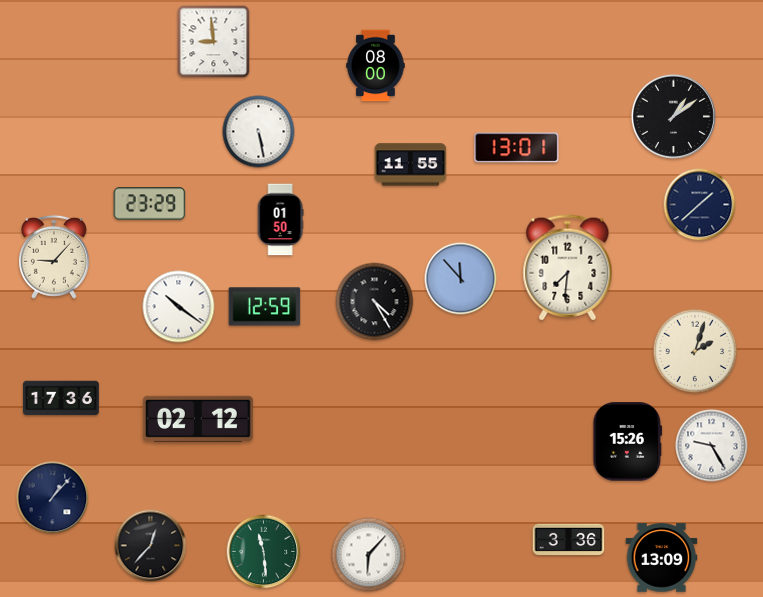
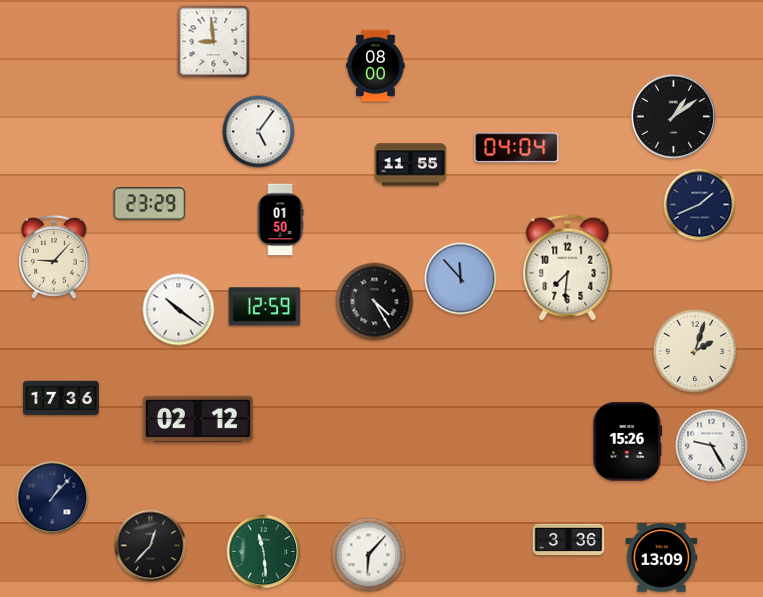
clock at (259, 132): 5:28 -> 5:06
clock at (517, 148): 13:01 -> 04:04
clock at (700, 205): 1:38 -> 1:41
clock at (179, 307) position: (179, 307) -> (179, 310)
